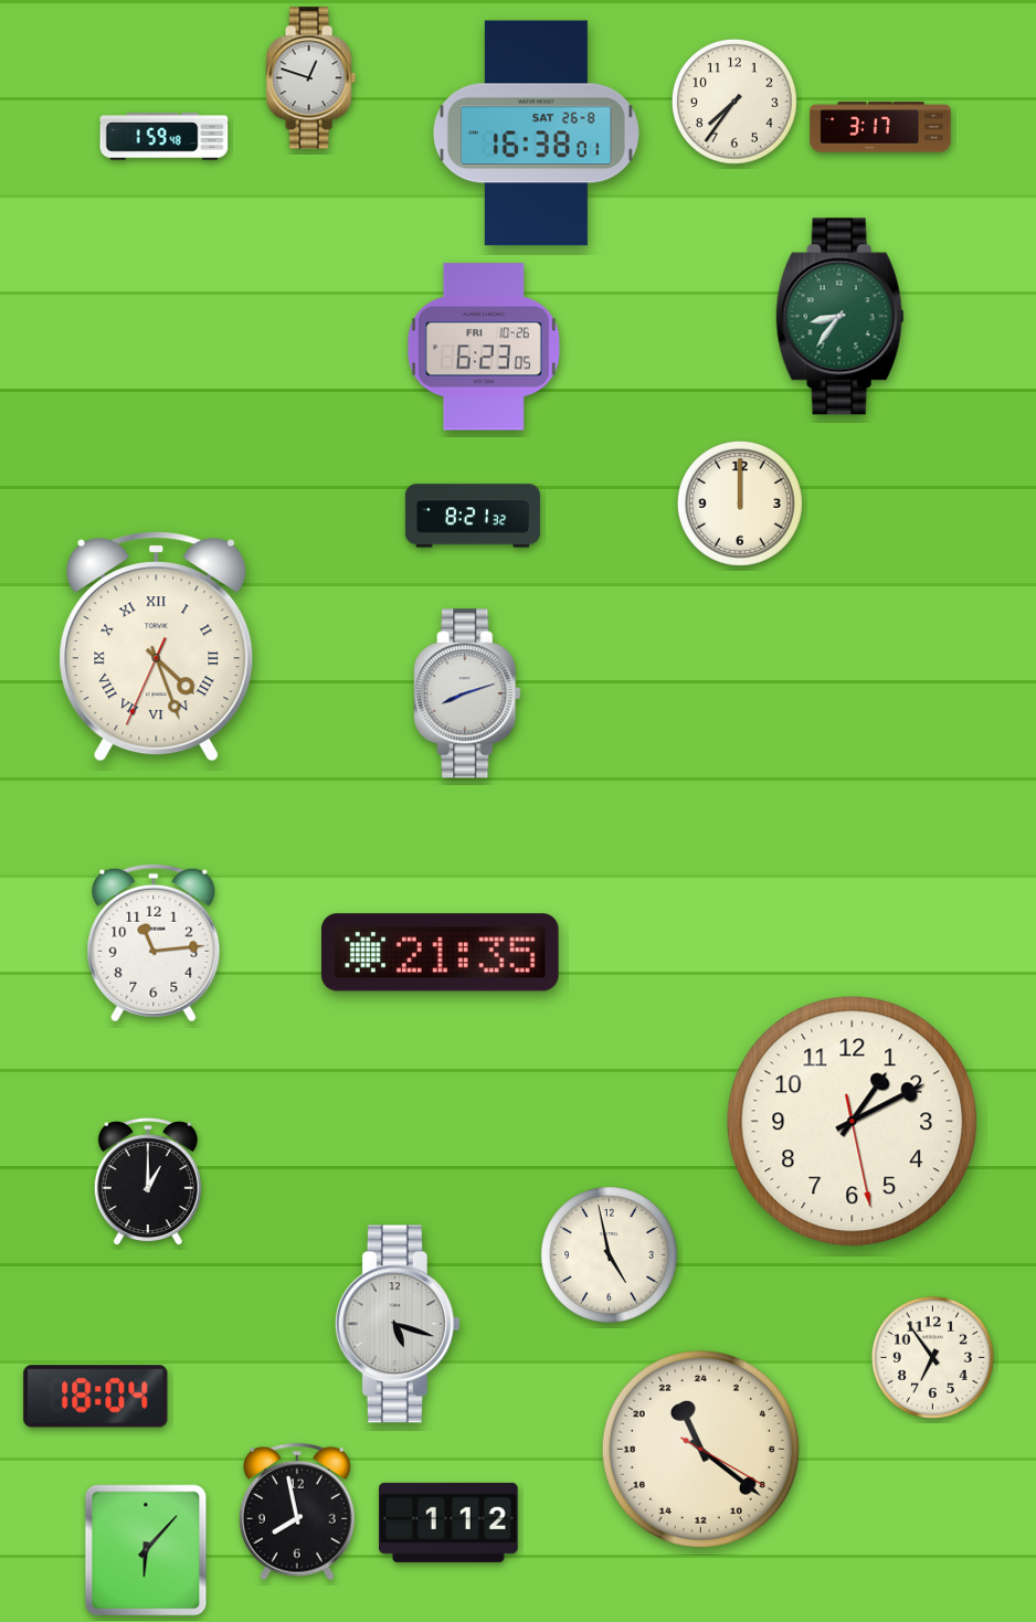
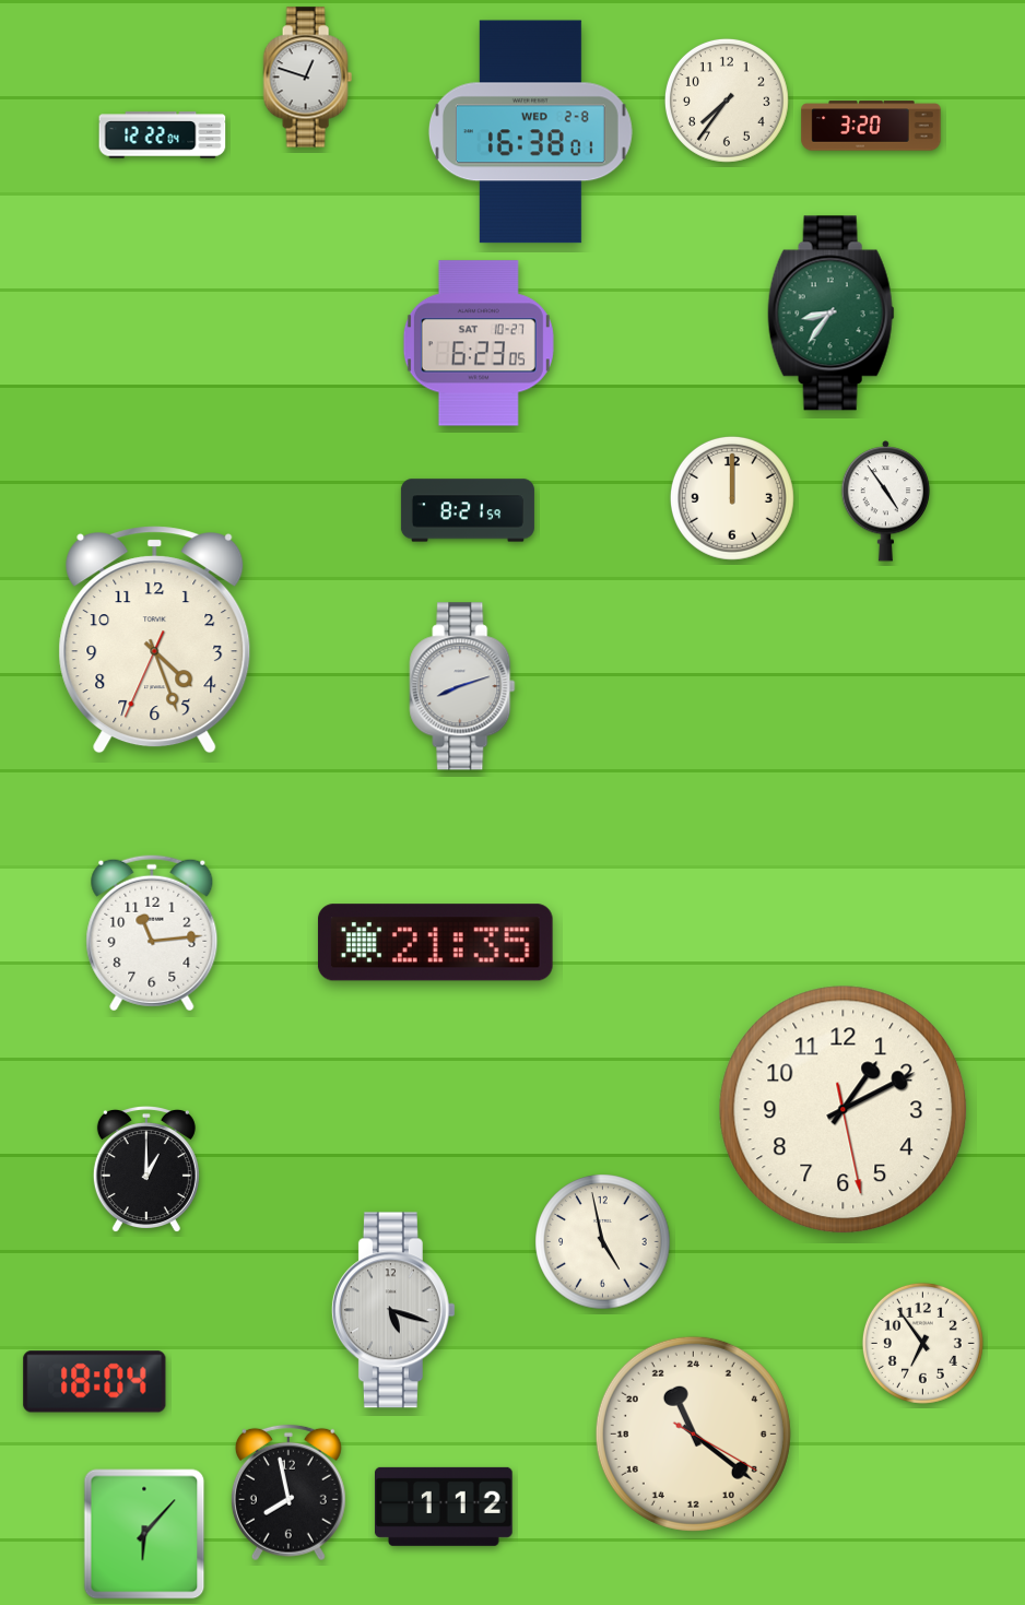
clock at (880, 127): 3:17 -> 3:20
clock at (536, 134) date: SAT 26-8 -> WED 2-8
clock at (165, 137): 1:59 -> 12:22
clock at (484, 347) date: FRI 10-26 -> SAT 10-27
clock at (886, 501): none -> 4:54
clock at (473, 516): 8:21:32 -> 8:21:59
clock at (157, 647) numerals: Roman -> Arabic
clock at (297, 1512) position: (297, 1512) -> (288, 1492)
